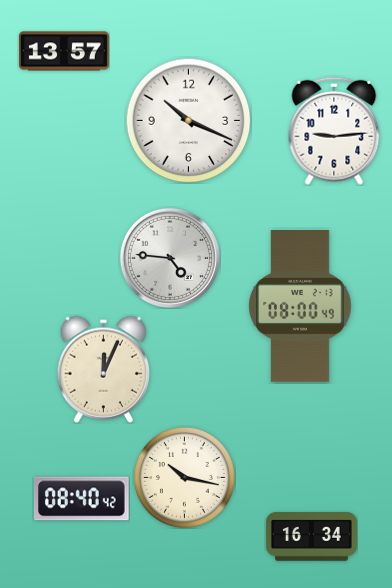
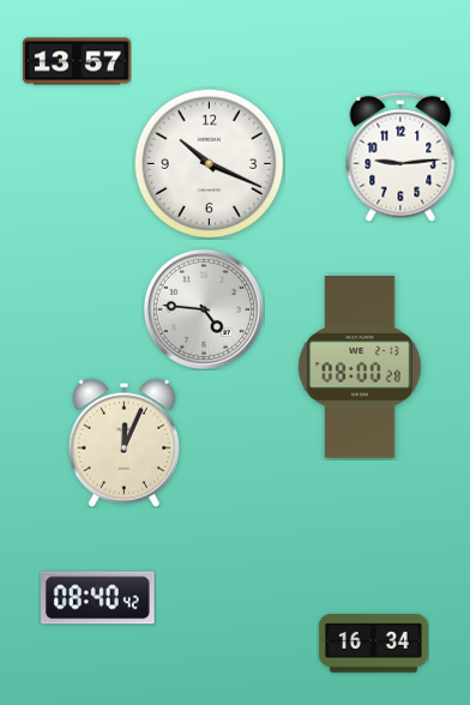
clock at (188, 120) position: (188, 120) -> (209, 163)
clock at (300, 307): 08:00:49 -> 08:00:28
clock at (185, 478): 10:17 -> none
